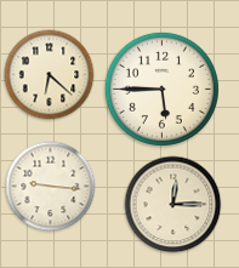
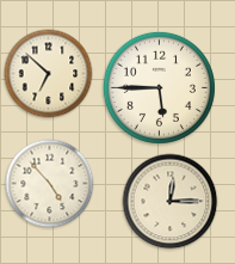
clock at (50, 75): 6:22 -> 6:52
clock at (51, 187): 9:16 -> 4:53
